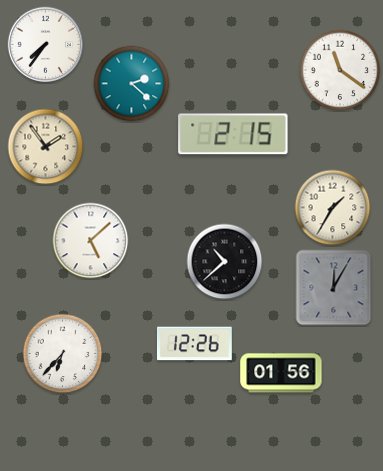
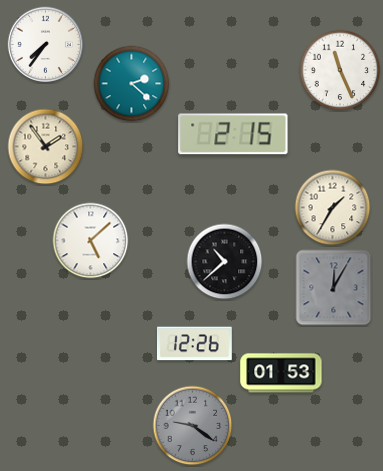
clock at (340, 70): 11:21 -> 11:26
clock at (63, 354): 6:37 -> none
clock at (281, 373): 01:56 -> 01:53
clock at (193, 426): none -> 9:21
